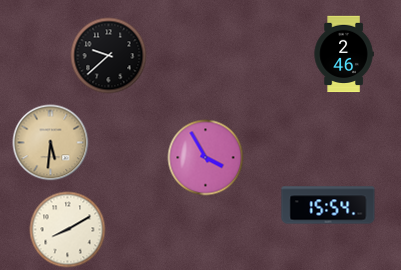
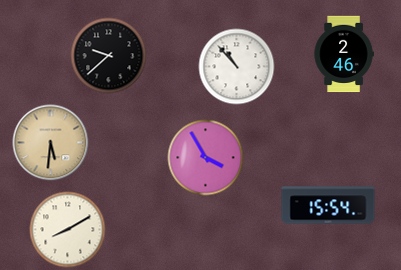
clock at (237, 67): none -> 10:53
